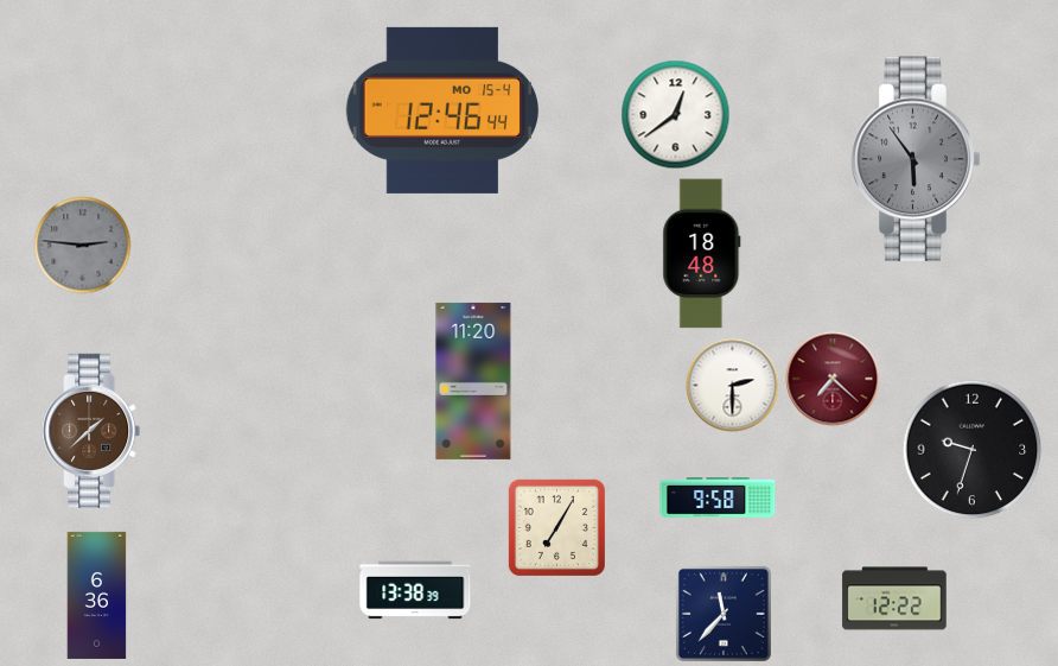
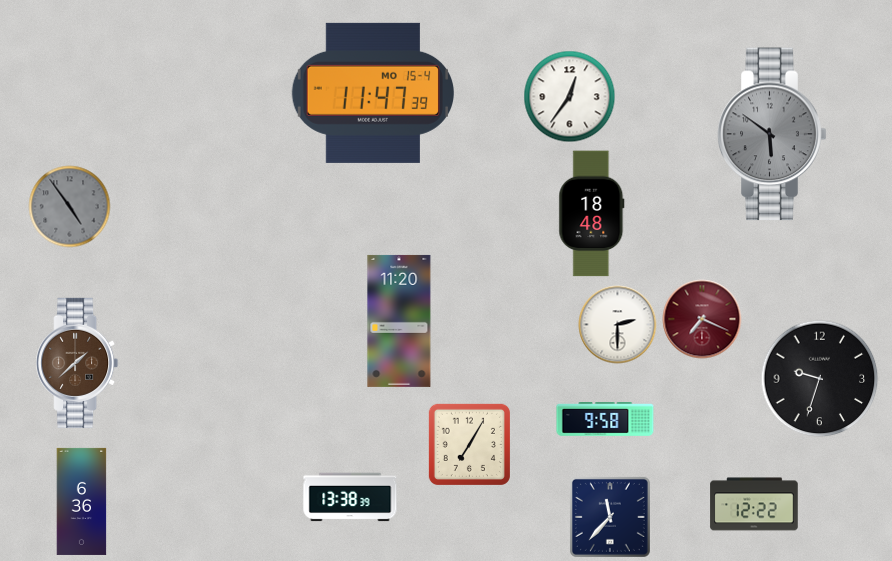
clock at (441, 110): 12:46 -> 11:47
clock at (676, 115): 12:39 -> 12:36
clock at (916, 159): 5:54 -> 5:51
clock at (83, 246): 2:46 -> 4:54
clock at (833, 379): 7:22 -> 7:19
